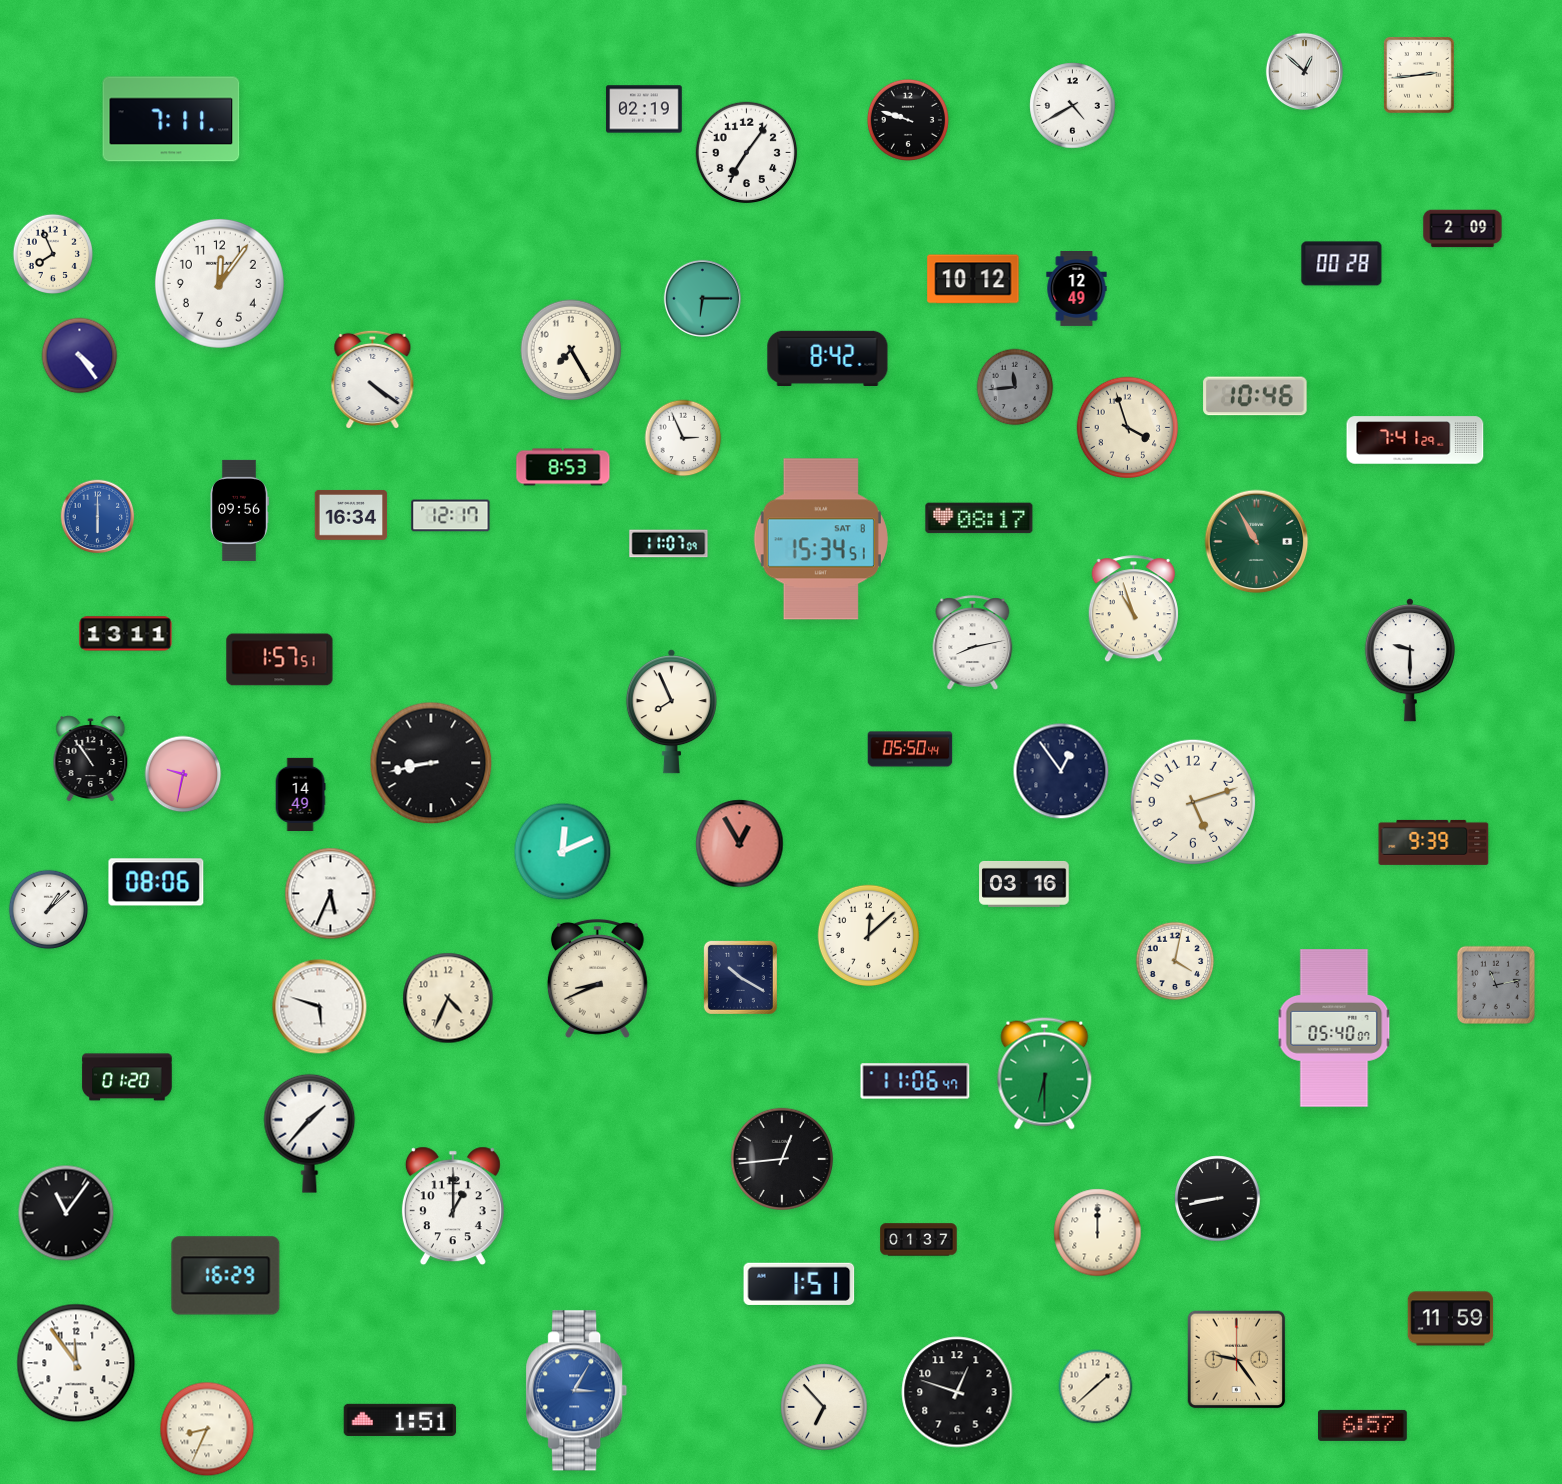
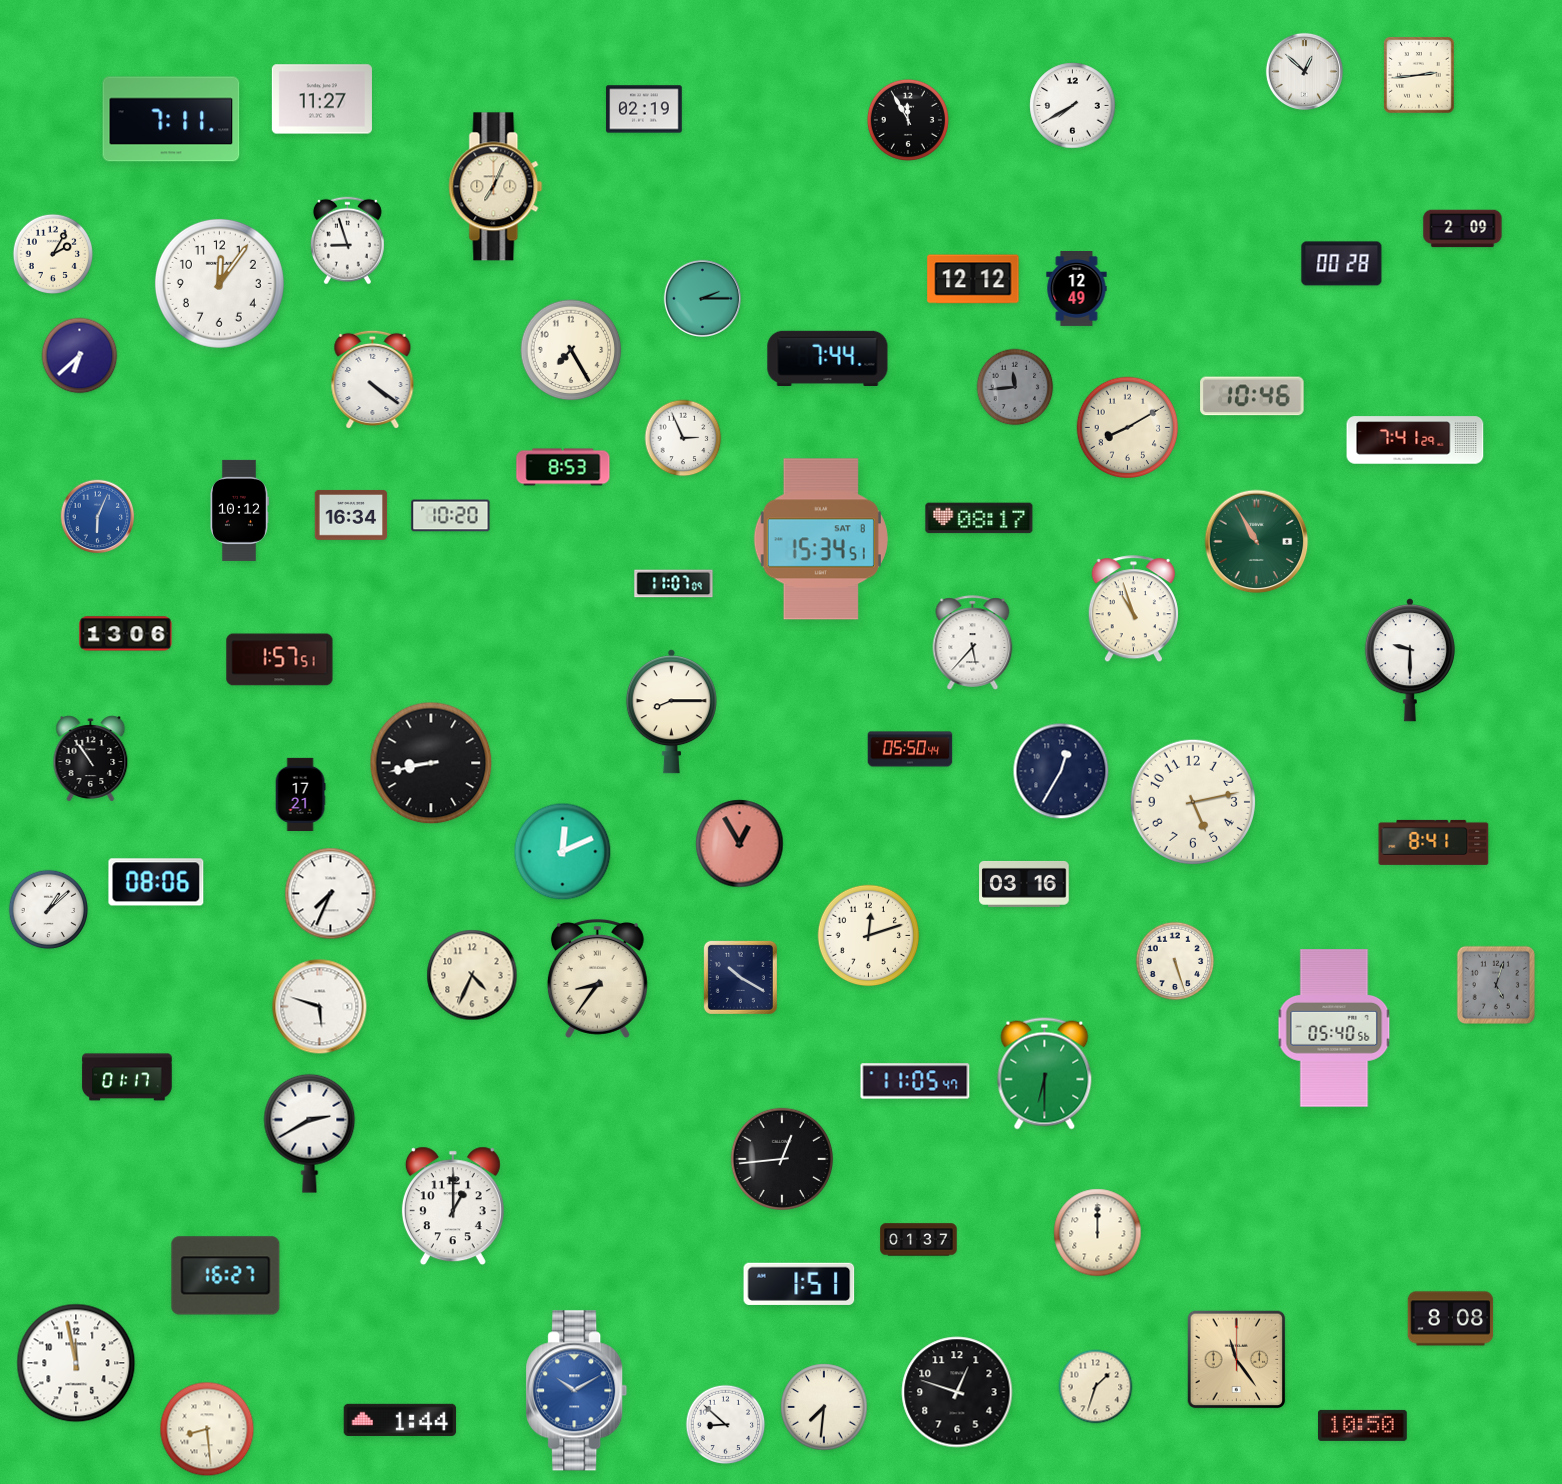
clock at (322, 99): none -> 11:27
clock at (1073, 106): 4:40 -> 7:40
clock at (908, 120): 9:48 -> 11:55
clock at (747, 153): 7:06 -> none
clock at (496, 187): none -> 7:04
clock at (347, 241): none -> 8:57
clock at (52, 253): 7:56 -> 2:05
clock at (973, 279): 10:12 -> 12:12
clock at (702, 298): 6:15 -> 2:15
clock at (80, 356): 4:24 -> 6:38
clock at (828, 358): 8:42 -> 7:44
clock at (1255, 396) position: (1255, 396) -> (1252, 396)
clock at (1128, 428): 3:57 -> 8:10
clock at (240, 510): 09:56 -> 10:12
clock at (451, 516): 12:17 -> 10:20
clock at (98, 517): 6:00 -> 6:04
clock at (669, 544) position: (669, 544) -> (674, 584)
clock at (126, 634): 13:11 -> 13:06
clock at (973, 643): 8:13 -> 5:37
clock at (671, 712): 7:56 -> 8:15
clock at (1061, 771): 12:54 -> 12:35
clock at (183, 774): 9:32 -> none
clock at (300, 794): 14:49 -> 17:21
clock at (1192, 801): 5:12 -> 5:13
clock at (1434, 842): 9:39 -> 8:41
clock at (331, 894): 5:34 -> 7:34
clock at (869, 936): 12:08 -> 12:12
clock at (1175, 961): 4:02 -> 5:27
clock at (597, 978): 8:41 -> 8:36
clock at (1495, 984): 11:13 -> 5:03
clock at (448, 998) position: (448, 998) -> (472, 975)
clock at (1334, 1028): 05:40:07 -> 05:40:56
clock at (127, 1077): 01:20 -> 01:17
clock at (915, 1081): 11:06 -> 11:05
clock at (310, 1133): 1:37 -> 2:40
clock at (1218, 1199): 8:43 -> none
clock at (66, 1213): 11:06 -> none
clock at (226, 1276): 16:29 -> 16:27
clock at (1451, 1319): 11:59 -> 8:08
clock at (1237, 1360): 9:24 -> 11:24
clock at (76, 1363): 11:54 -> 11:58
clock at (1096, 1387): 1:38 -> 1:33
clock at (577, 1391): 3:05 -> 10:10
clock at (824, 1407): 6:53 -> 7:31
clock at (400, 1420): 1:51 -> 1:44
clock at (726, 1425): none -> 8:52
clock at (1363, 1425): 6:57 -> 10:50
clock at (207, 1429): 8:34 -> 8:29
